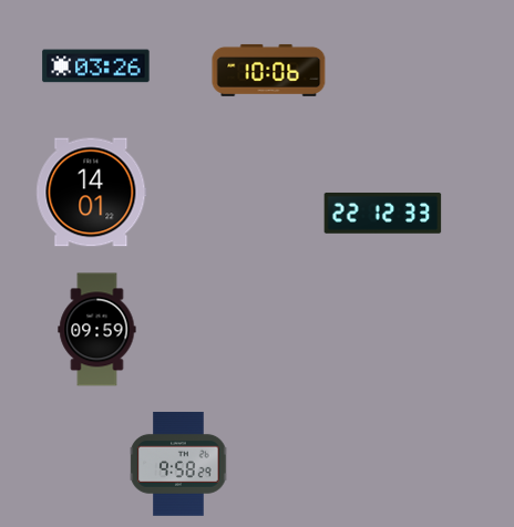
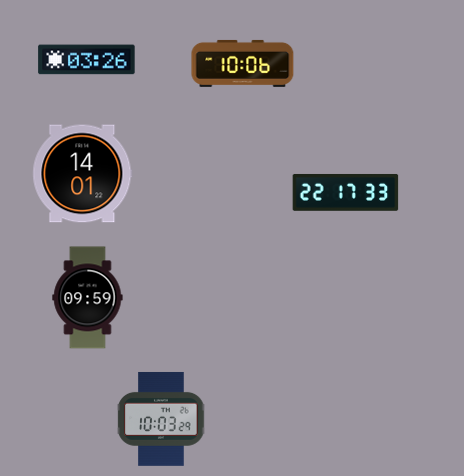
clock at (383, 214): 22:12 -> 22:17
clock at (178, 464): 9:58 -> 10:03
